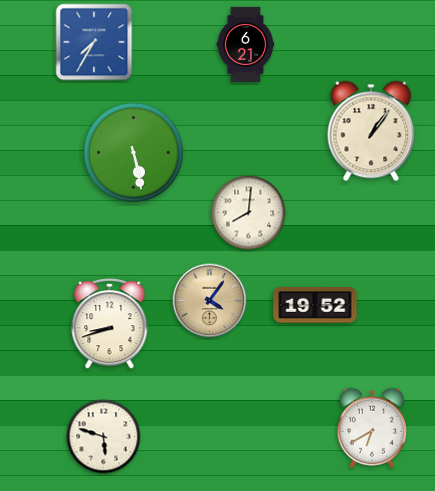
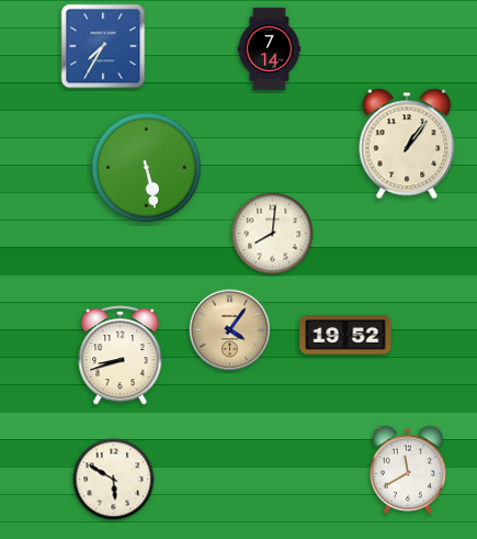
clock at (246, 44): 6:21 -> 7:14
clock at (372, 428): 6:40 -> 11:40
clock at (104, 437): 5:48 -> 5:50
